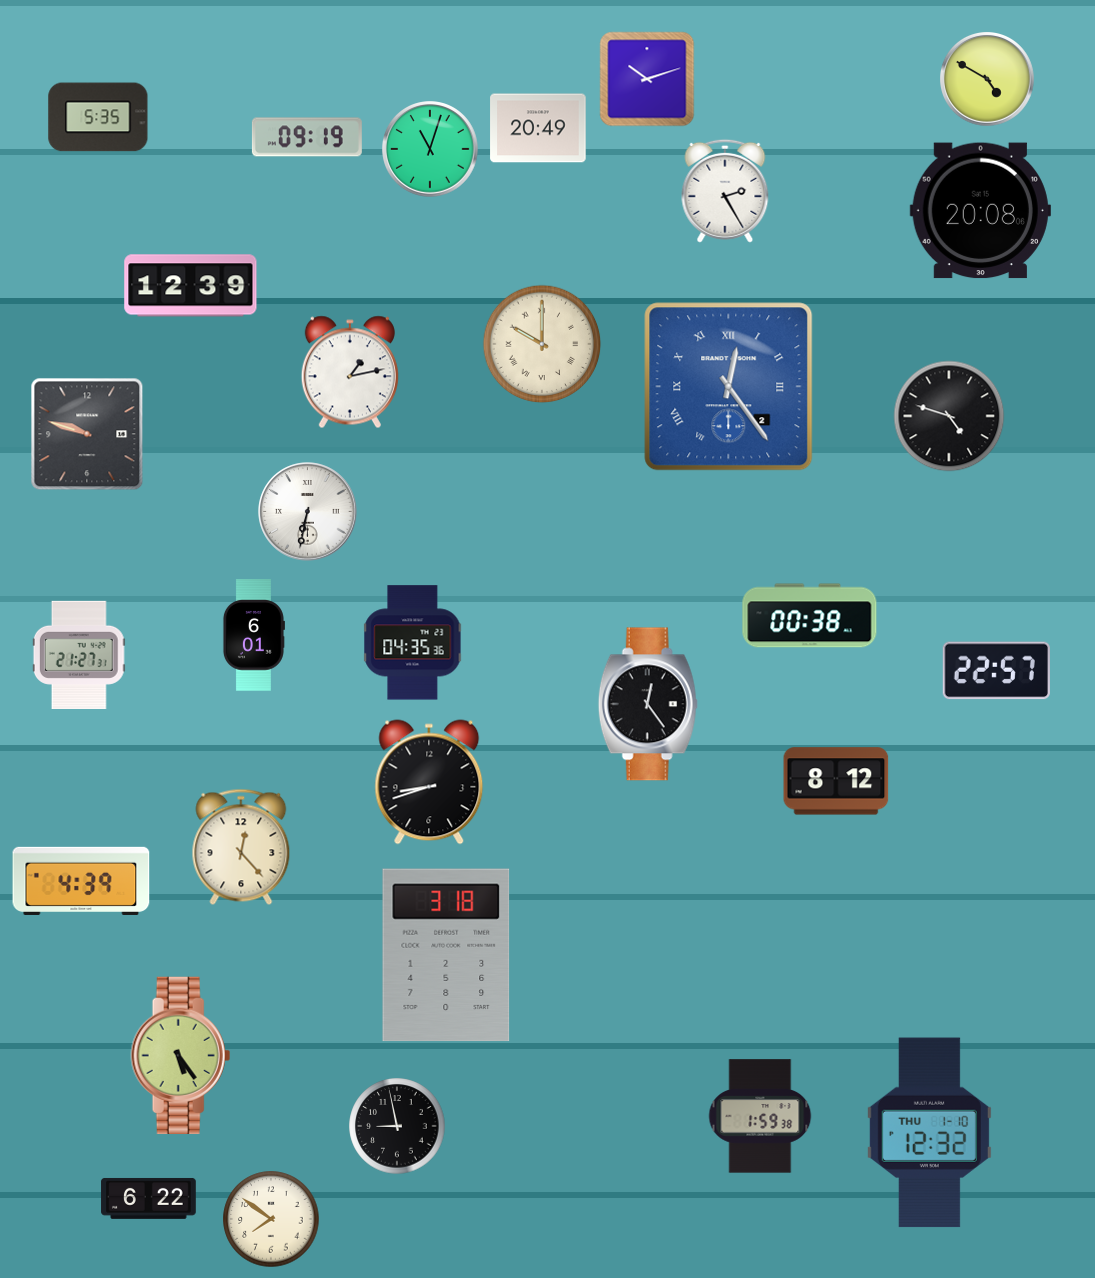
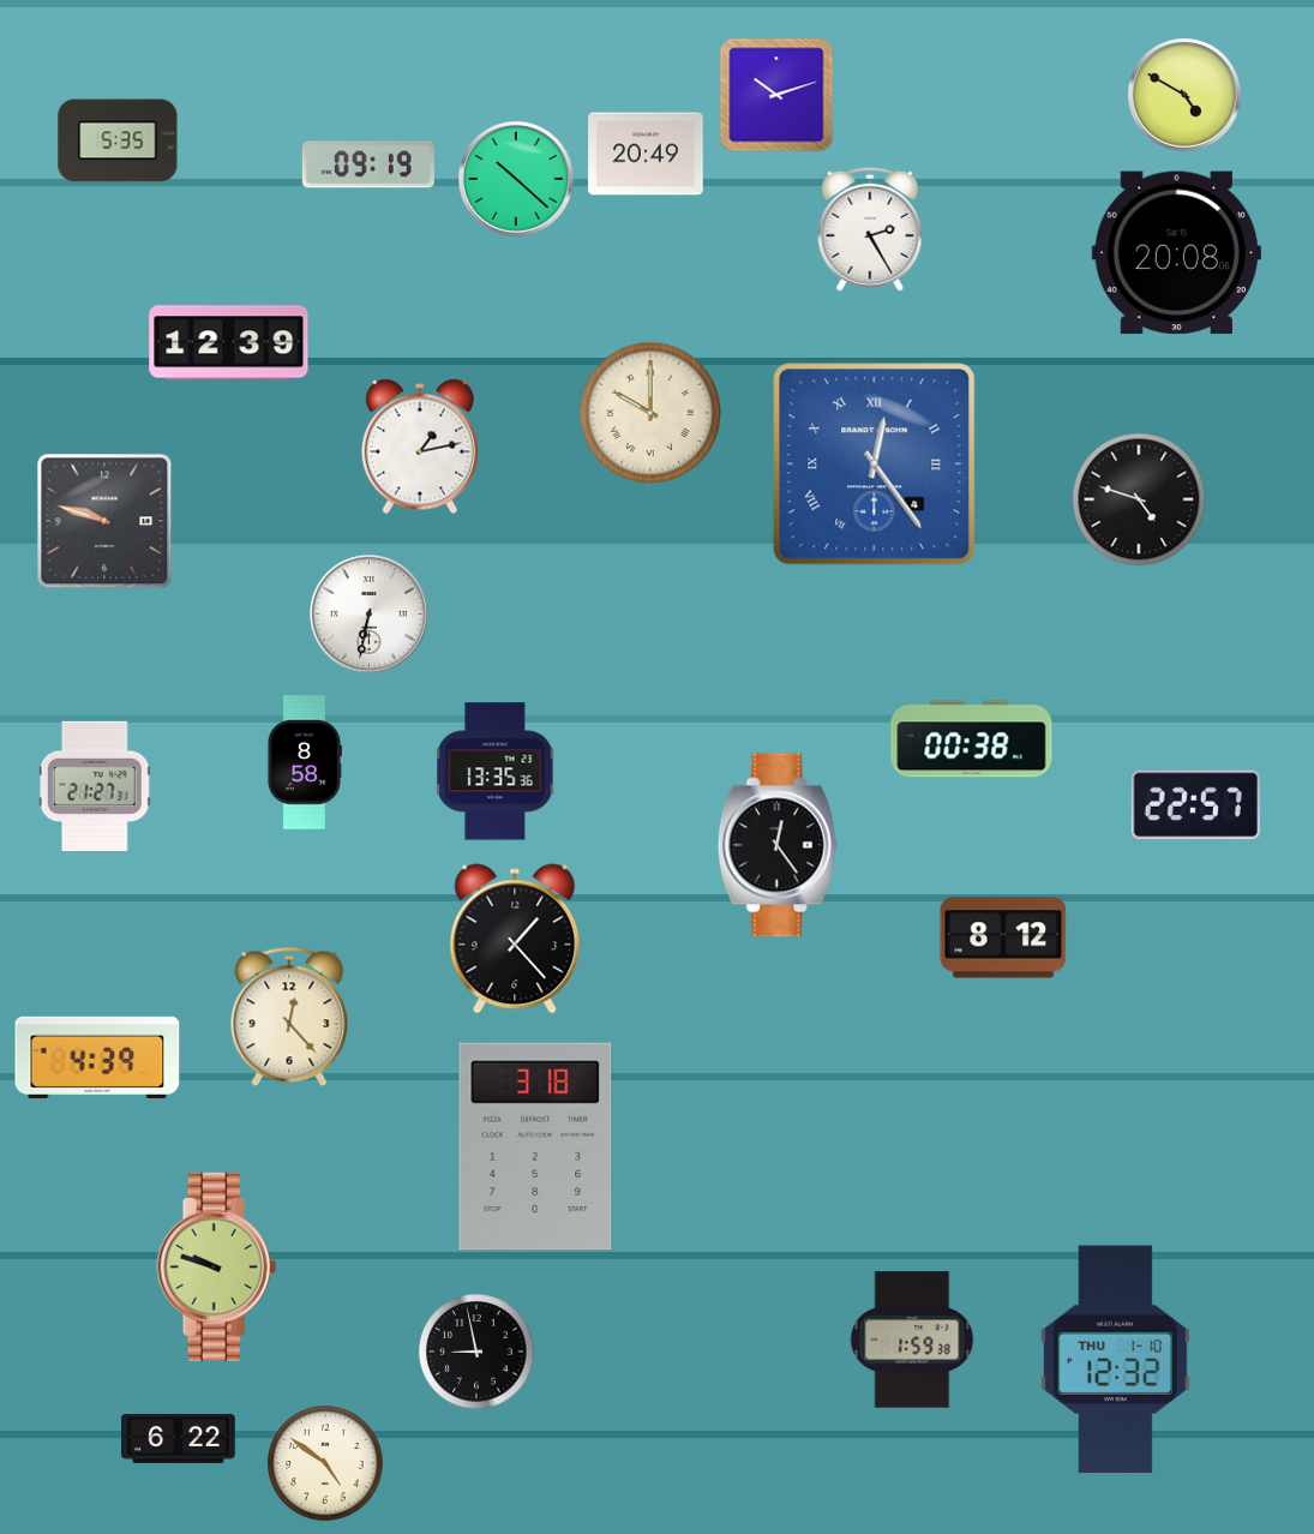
clock at (430, 149): 11:03 -> 10:22
clock at (729, 387) date: 2 -> 4
clock at (253, 635): 6:01 -> 8:58
clock at (413, 643): 04:35 -> 13:35
clock at (429, 782): 8:42 -> 1:23
clock at (181, 1055): 5:24 -> 9:48
clock at (271, 1219): 7:51 -> 4:51
